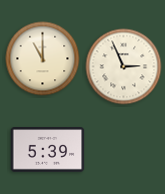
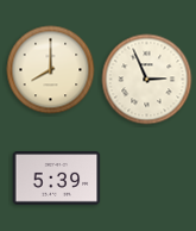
clock at (43, 59): 11:00 -> 8:00
